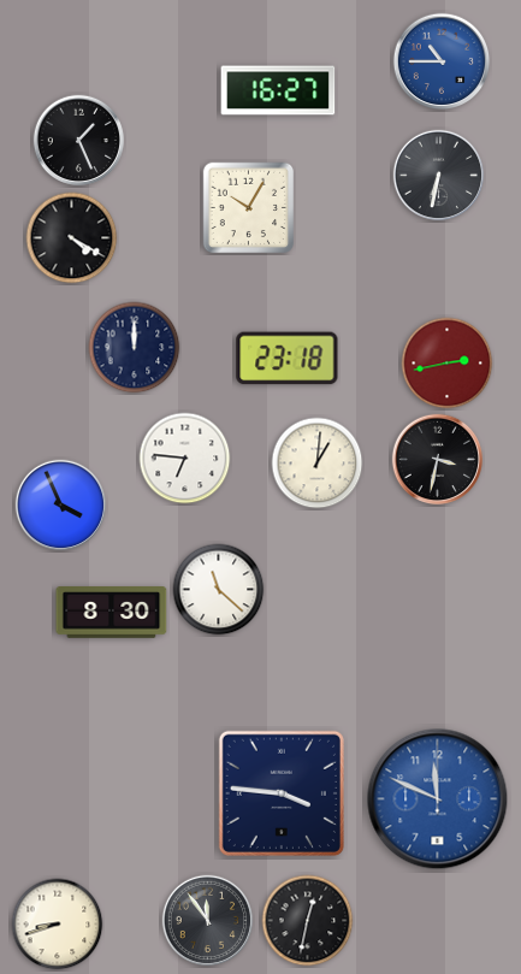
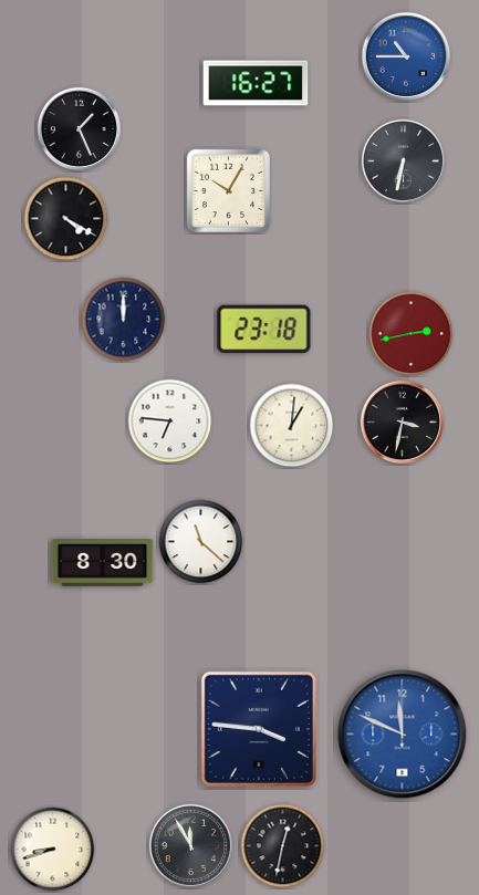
clock at (79, 141) position: (79, 141) -> (80, 129)
clock at (61, 506): 3:56 -> none
clock at (208, 921): 11:54 -> 11:55
